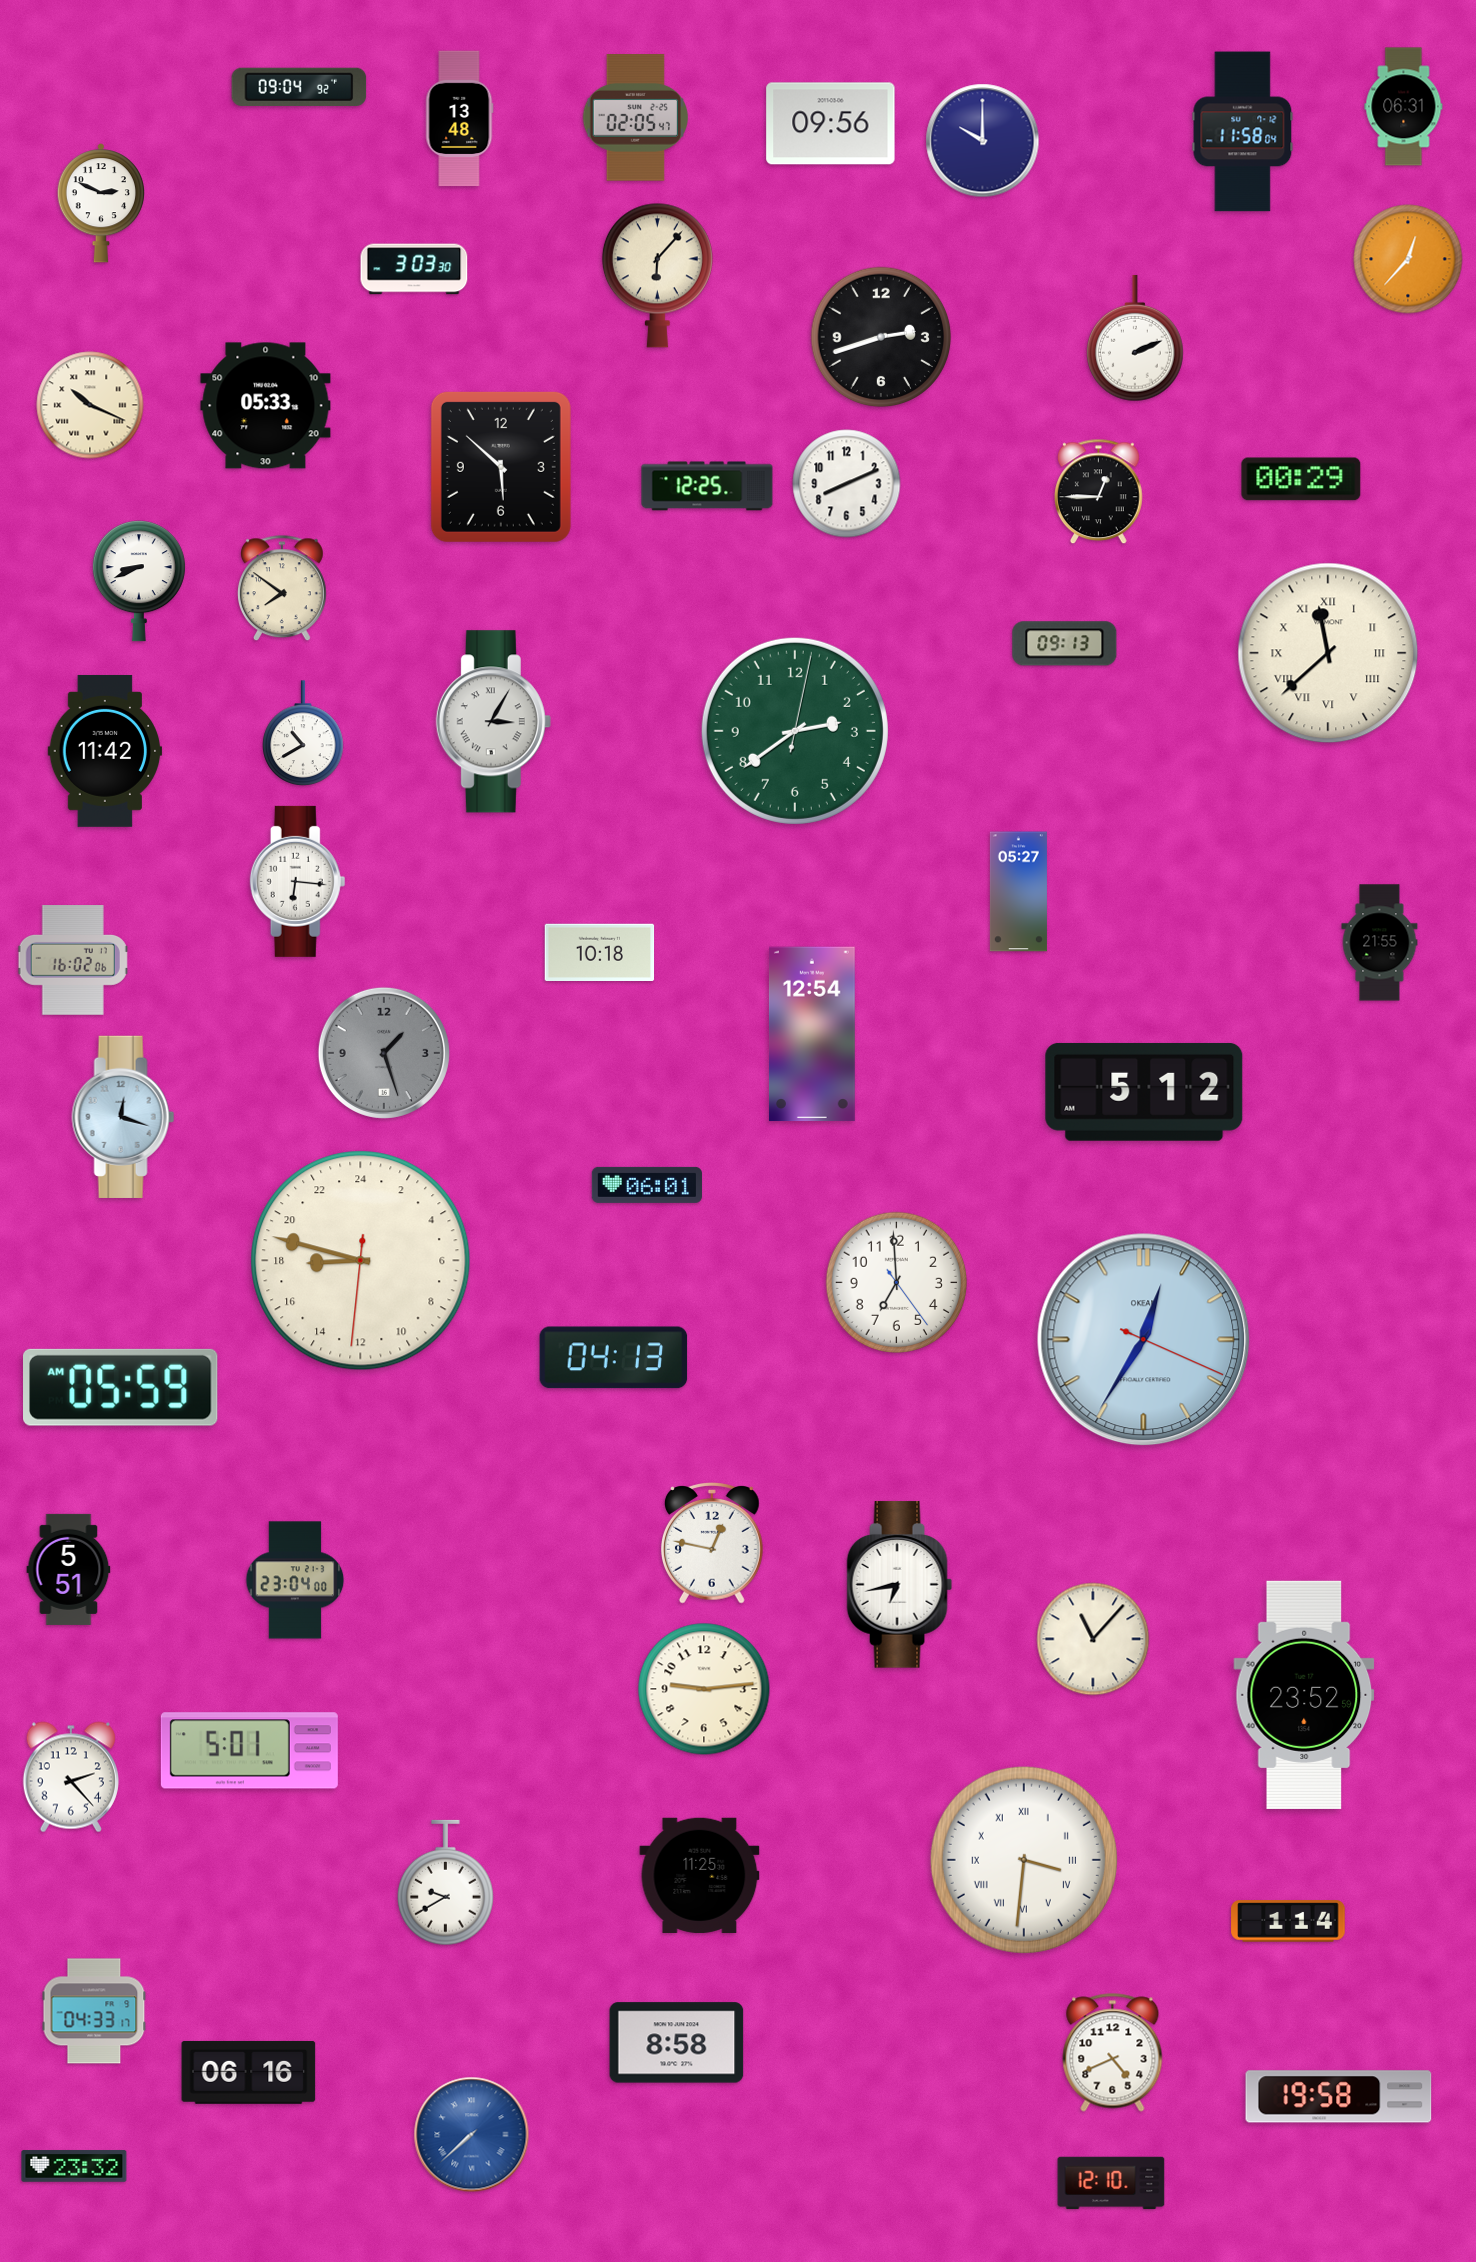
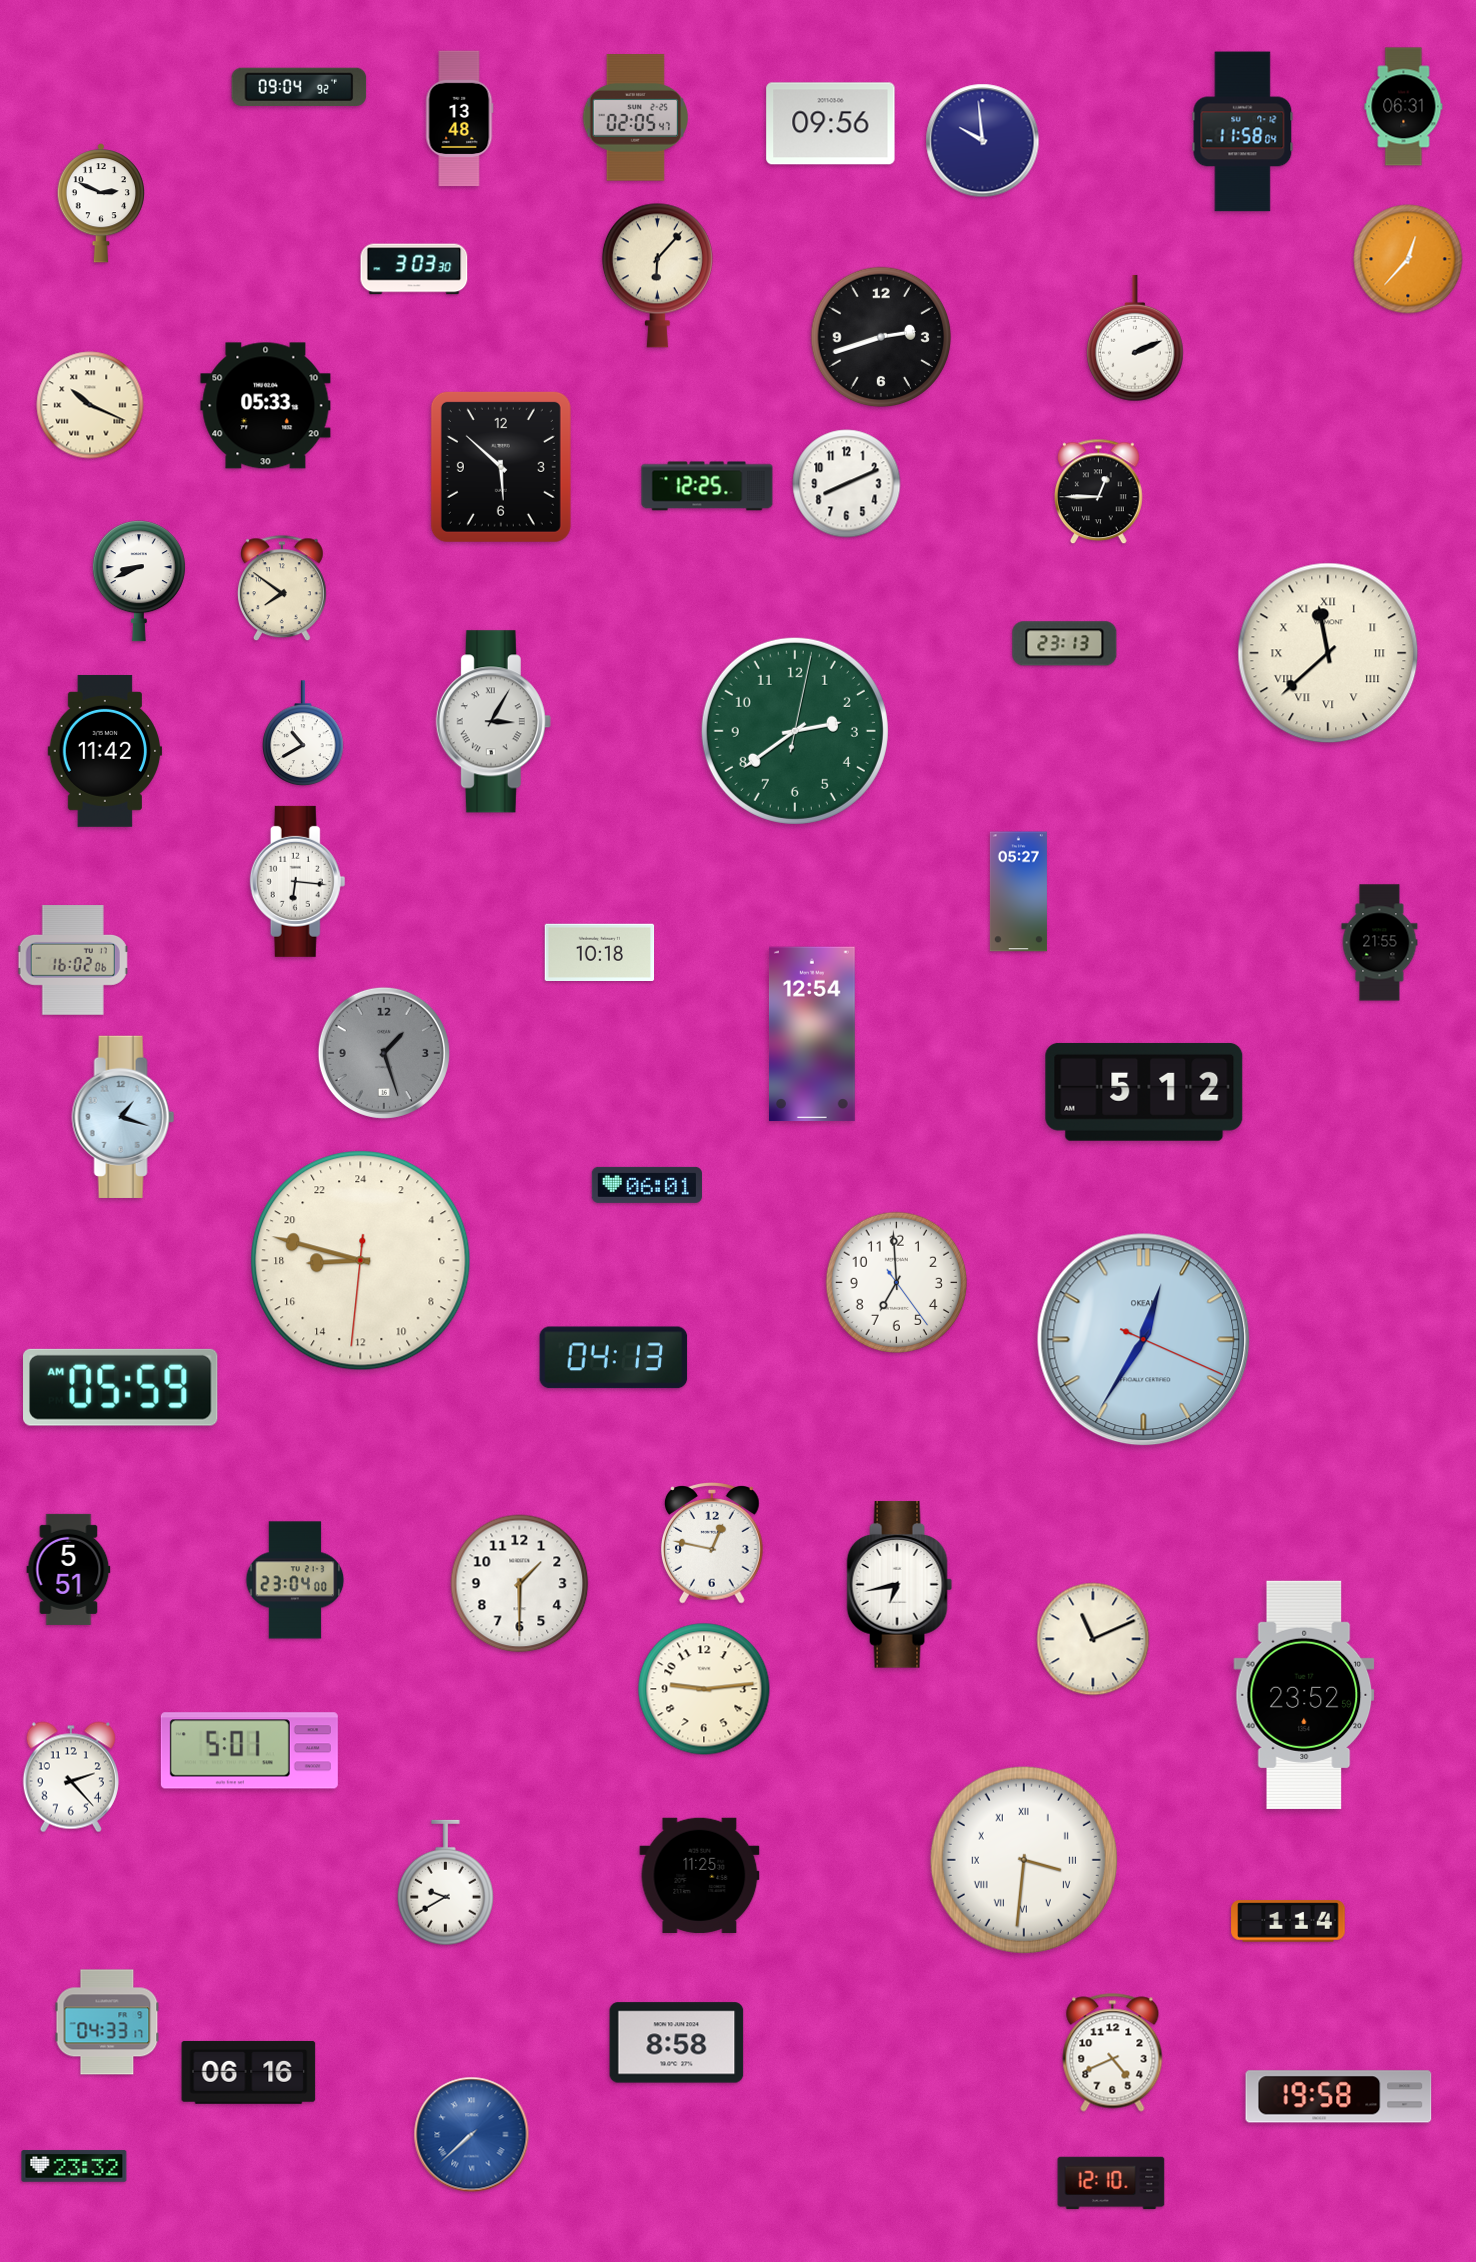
clock at (983, 141): 10:00 -> 9:59
clock at (1301, 479): 00:29 -> none
clock at (1065, 644): 09:13 -> 23:13
clock at (123, 1117): 12:18 -> 1:18
clock at (520, 1584): none -> 1:30
clock at (1093, 1639): 11:07 -> 11:11
clock at (94, 2011) position: (94, 2011) -> (107, 2022)
